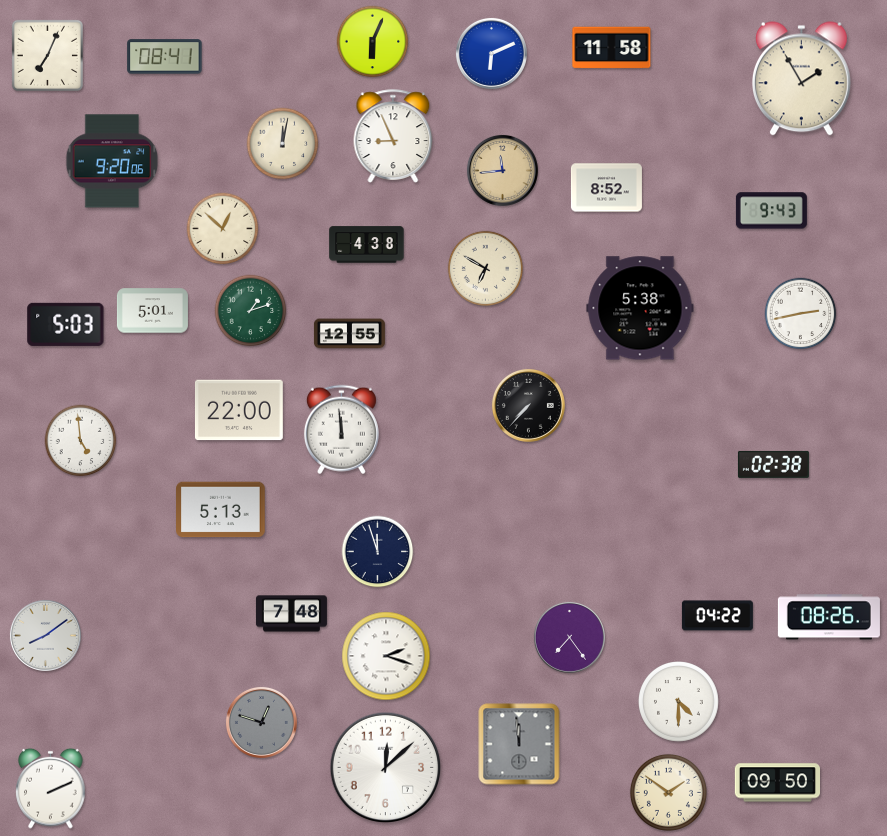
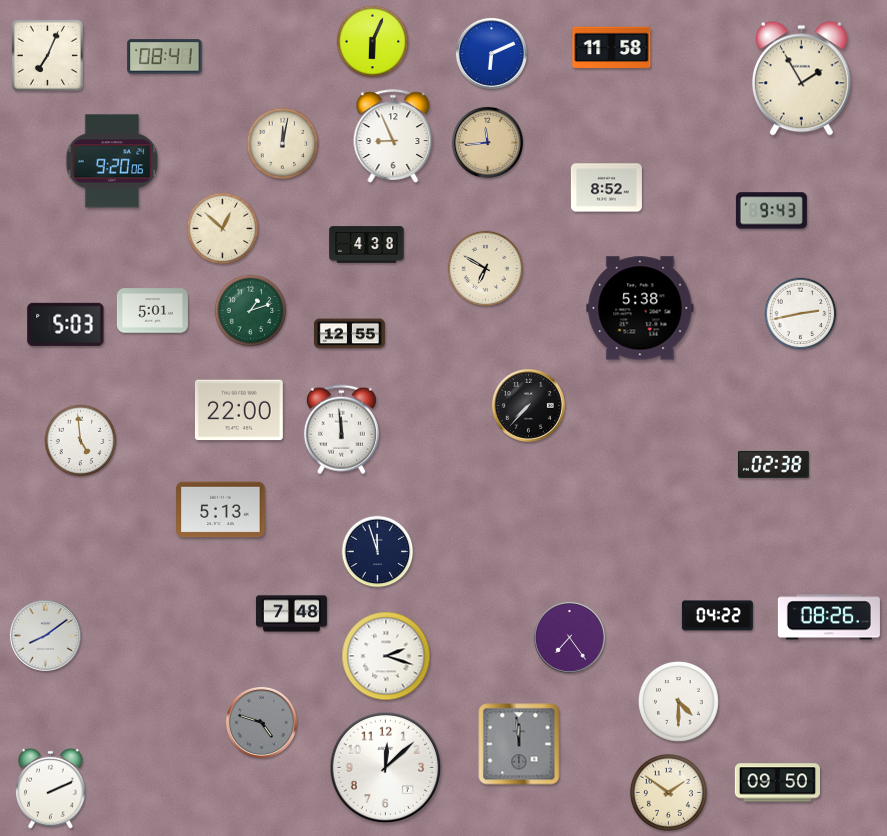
clock at (502, 170) position: (502, 170) -> (487, 142)
clock at (261, 722): 12:48 -> 4:48
